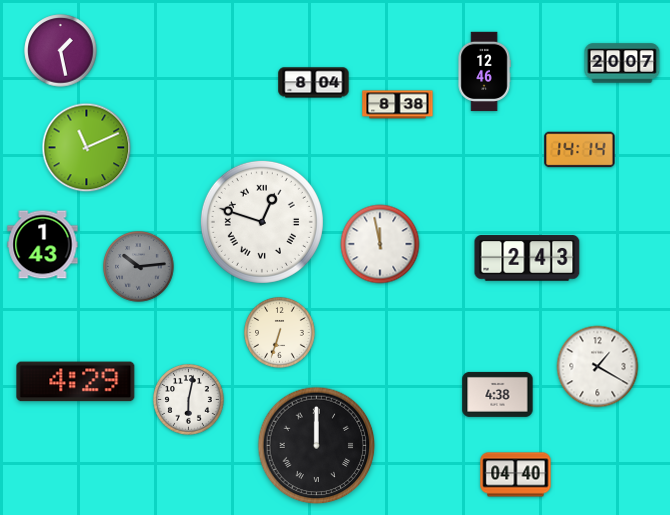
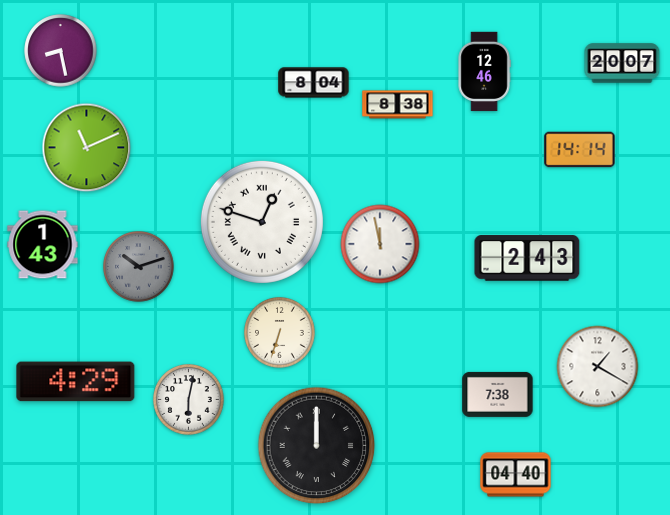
clock at (61, 51): 1:28 -> 8:28
clock at (139, 267): 10:14 -> 10:12
clock at (498, 394): 4:38 -> 7:38
